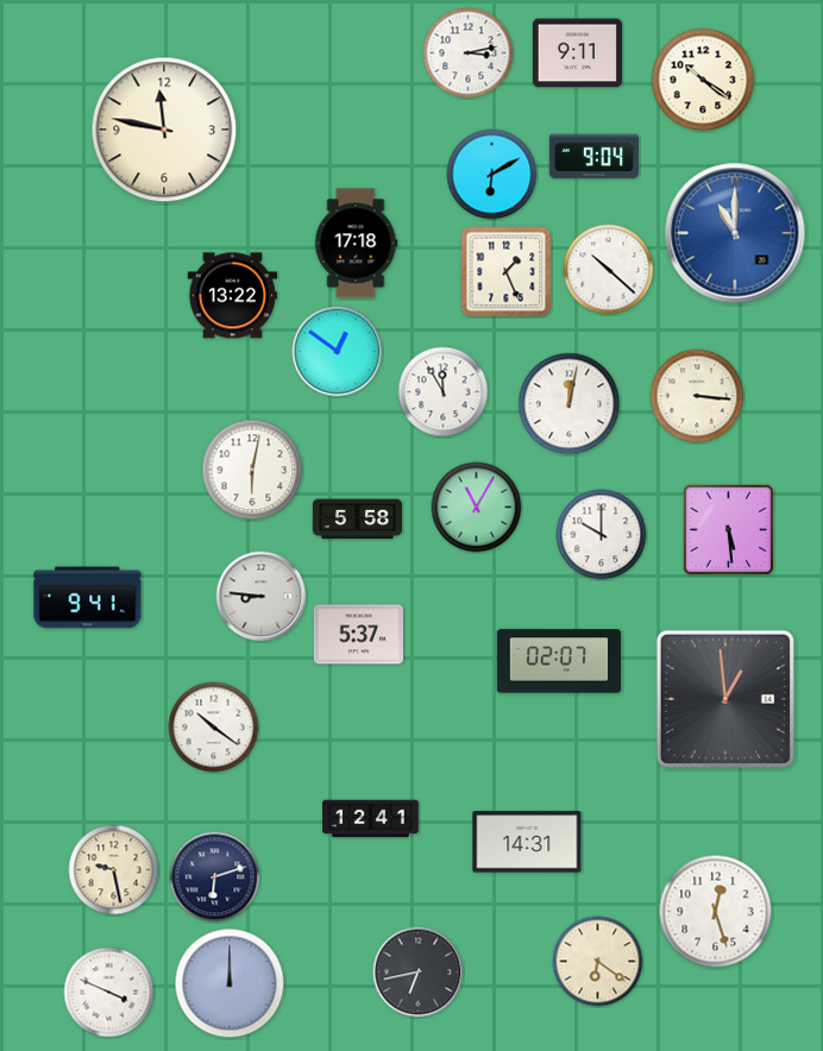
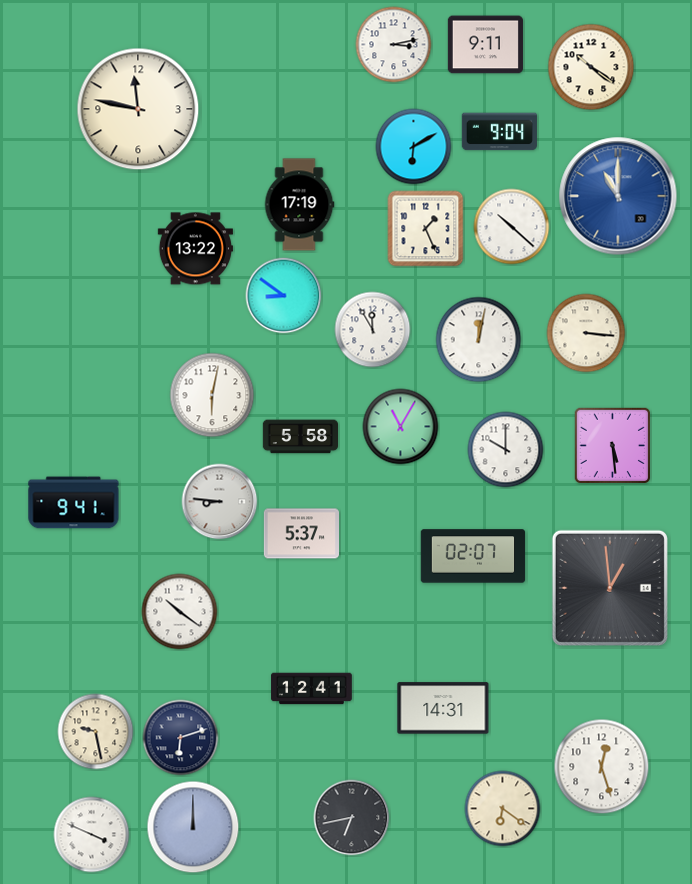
clock at (356, 244): 17:18 -> 17:19
clock at (338, 352): 12:51 -> 8:51
clock at (559, 661) position: (559, 661) -> (473, 556)
